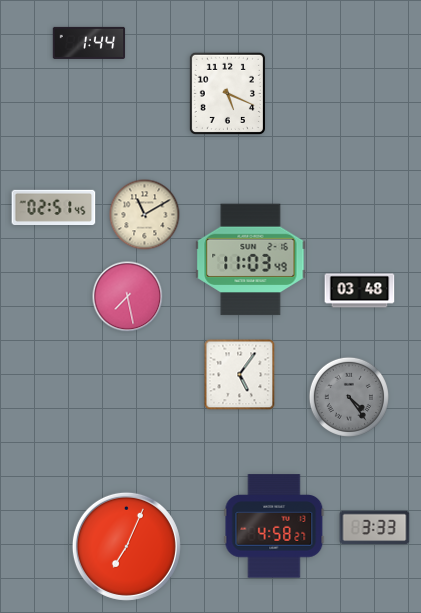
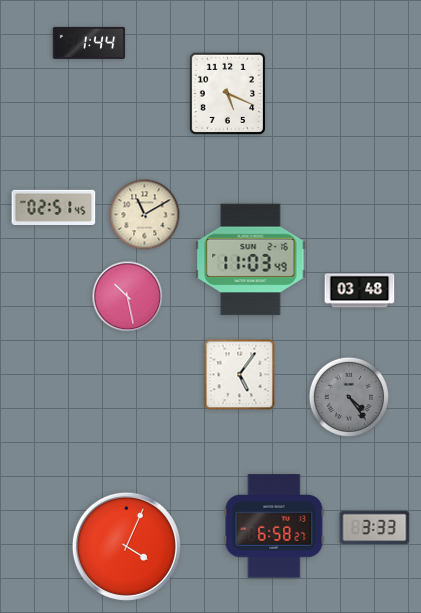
clock at (128, 297): 7:28 -> 10:28
clock at (274, 526): 4:58 -> 6:58
clock at (126, 546): 7:04 -> 4:04
